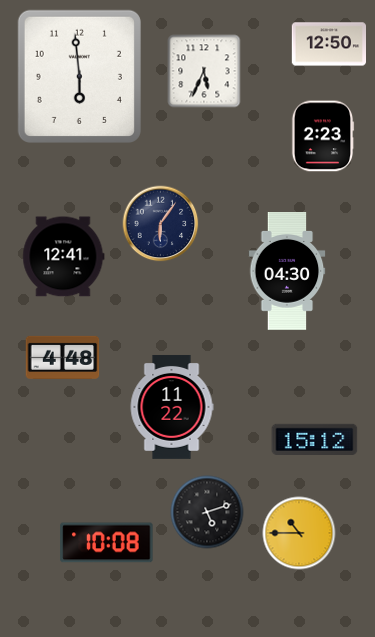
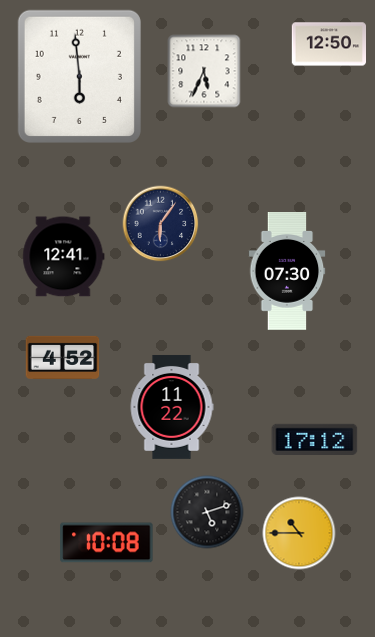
clock at (323, 136): 2:23 -> none
clock at (287, 272): 04:30 -> 07:30
clock at (63, 357): 4:48 -> 4:52
clock at (315, 439): 15:12 -> 17:12
